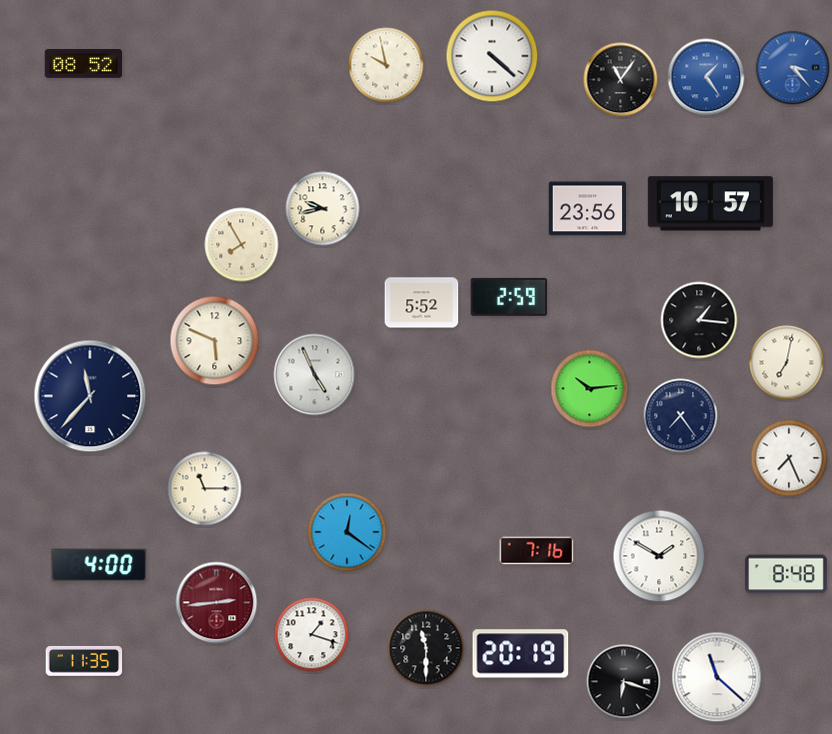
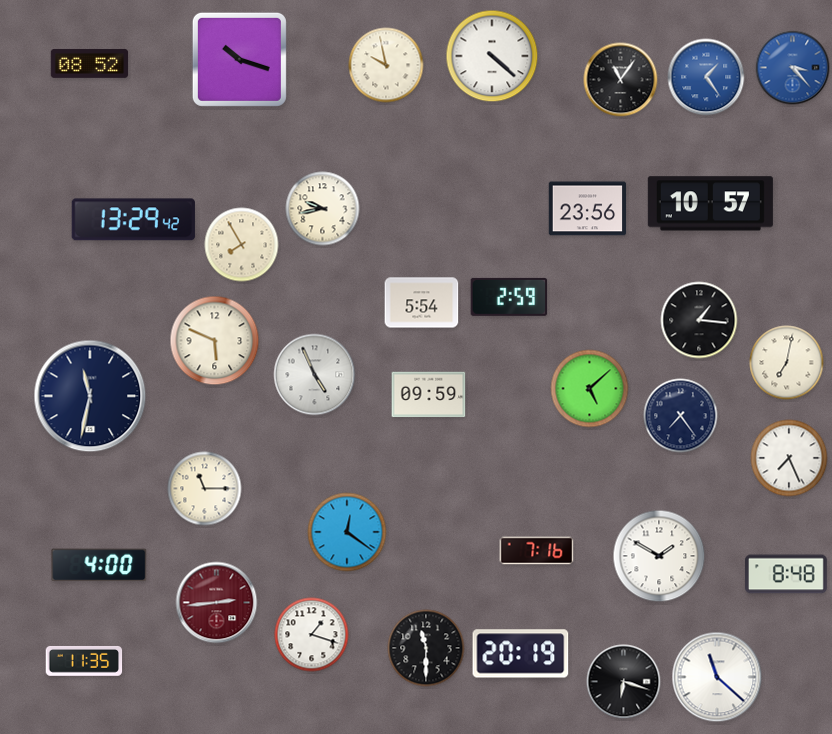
clock at (239, 59): none -> 10:18
clock at (84, 63) position: (84, 63) -> (90, 63)
clock at (133, 220): none -> 13:29
clock at (422, 303): 5:52 -> 5:54
clock at (590, 389): 10:14 -> 5:08
clock at (429, 395): none -> 09:59
clock at (90, 396): 11:37 -> 11:32
